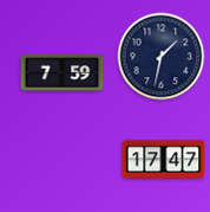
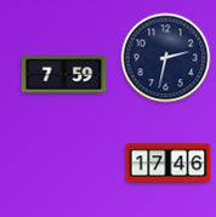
clock at (162, 57): 1:32 -> 2:32
clock at (164, 160): 17:47 -> 17:46
